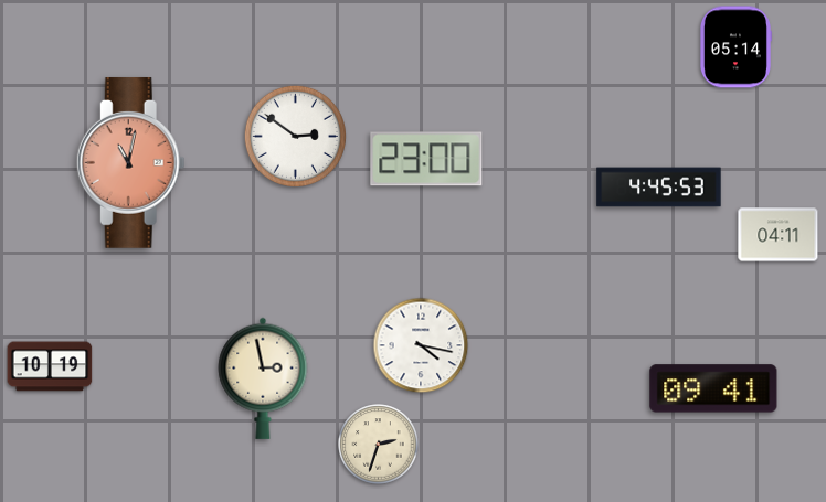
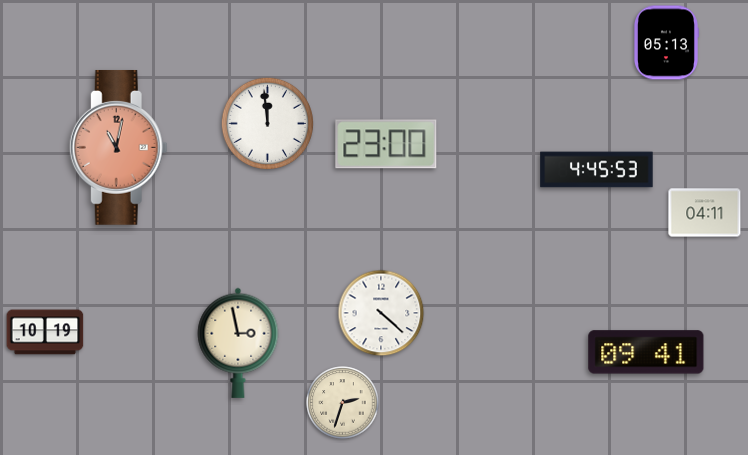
clock at (735, 47): 05:14 -> 05:13
clock at (295, 136): 2:51 -> 11:59
clock at (421, 345): 4:17 -> 4:22
